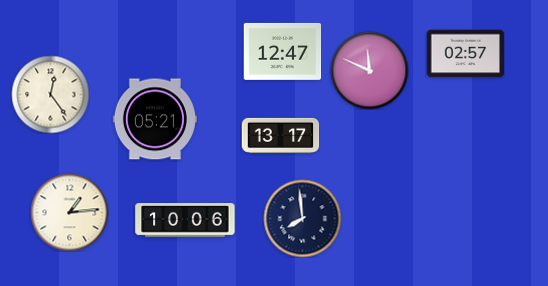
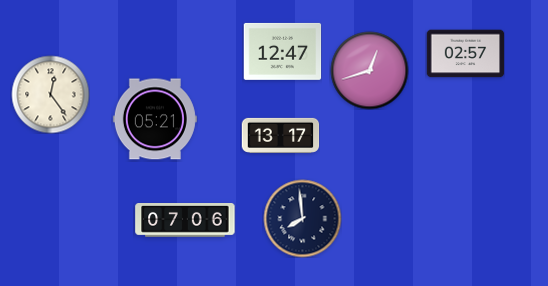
clock at (369, 70): 11:49 -> 12:42
clock at (69, 212): 1:14 -> none
clock at (185, 221): 10:06 -> 07:06
